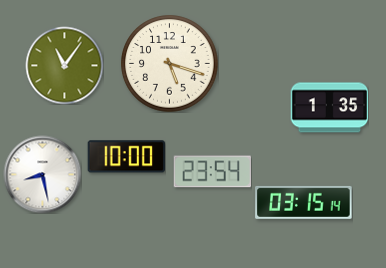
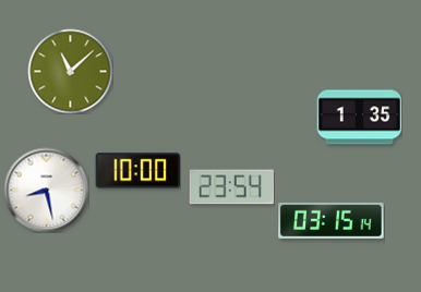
clock at (170, 64): 5:18 -> none
clock at (64, 65): 11:06 -> 11:08
